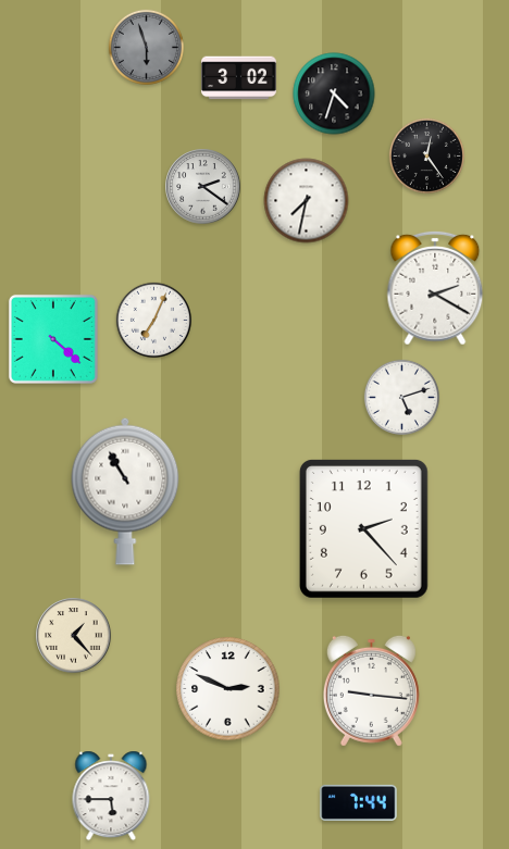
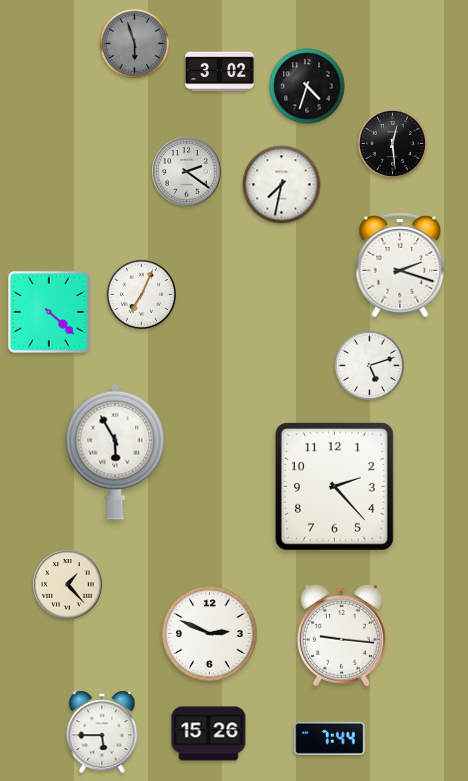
clock at (426, 155): 12:24 -> 12:29
clock at (435, 288): 2:20 -> 2:18
clock at (125, 491): 10:55 -> 5:55
clock at (209, 734): none -> 15:26
